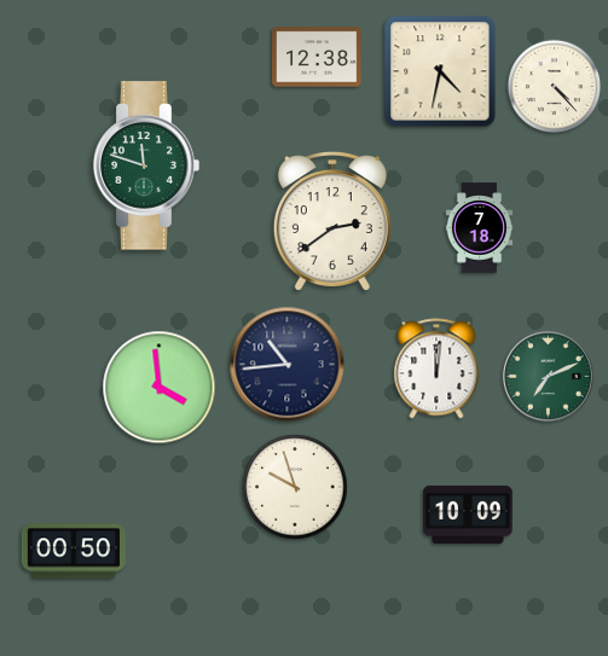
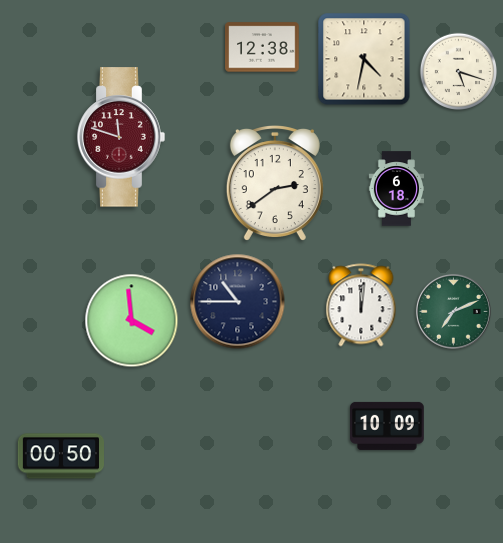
clock at (554, 86): 4:23 -> 5:18
clock at (146, 166) dial: green -> burgundy
clock at (480, 228): 7:18 -> 6:18
clock at (288, 365): 10:44 -> 10:45
clock at (295, 487): 9:57 -> none
